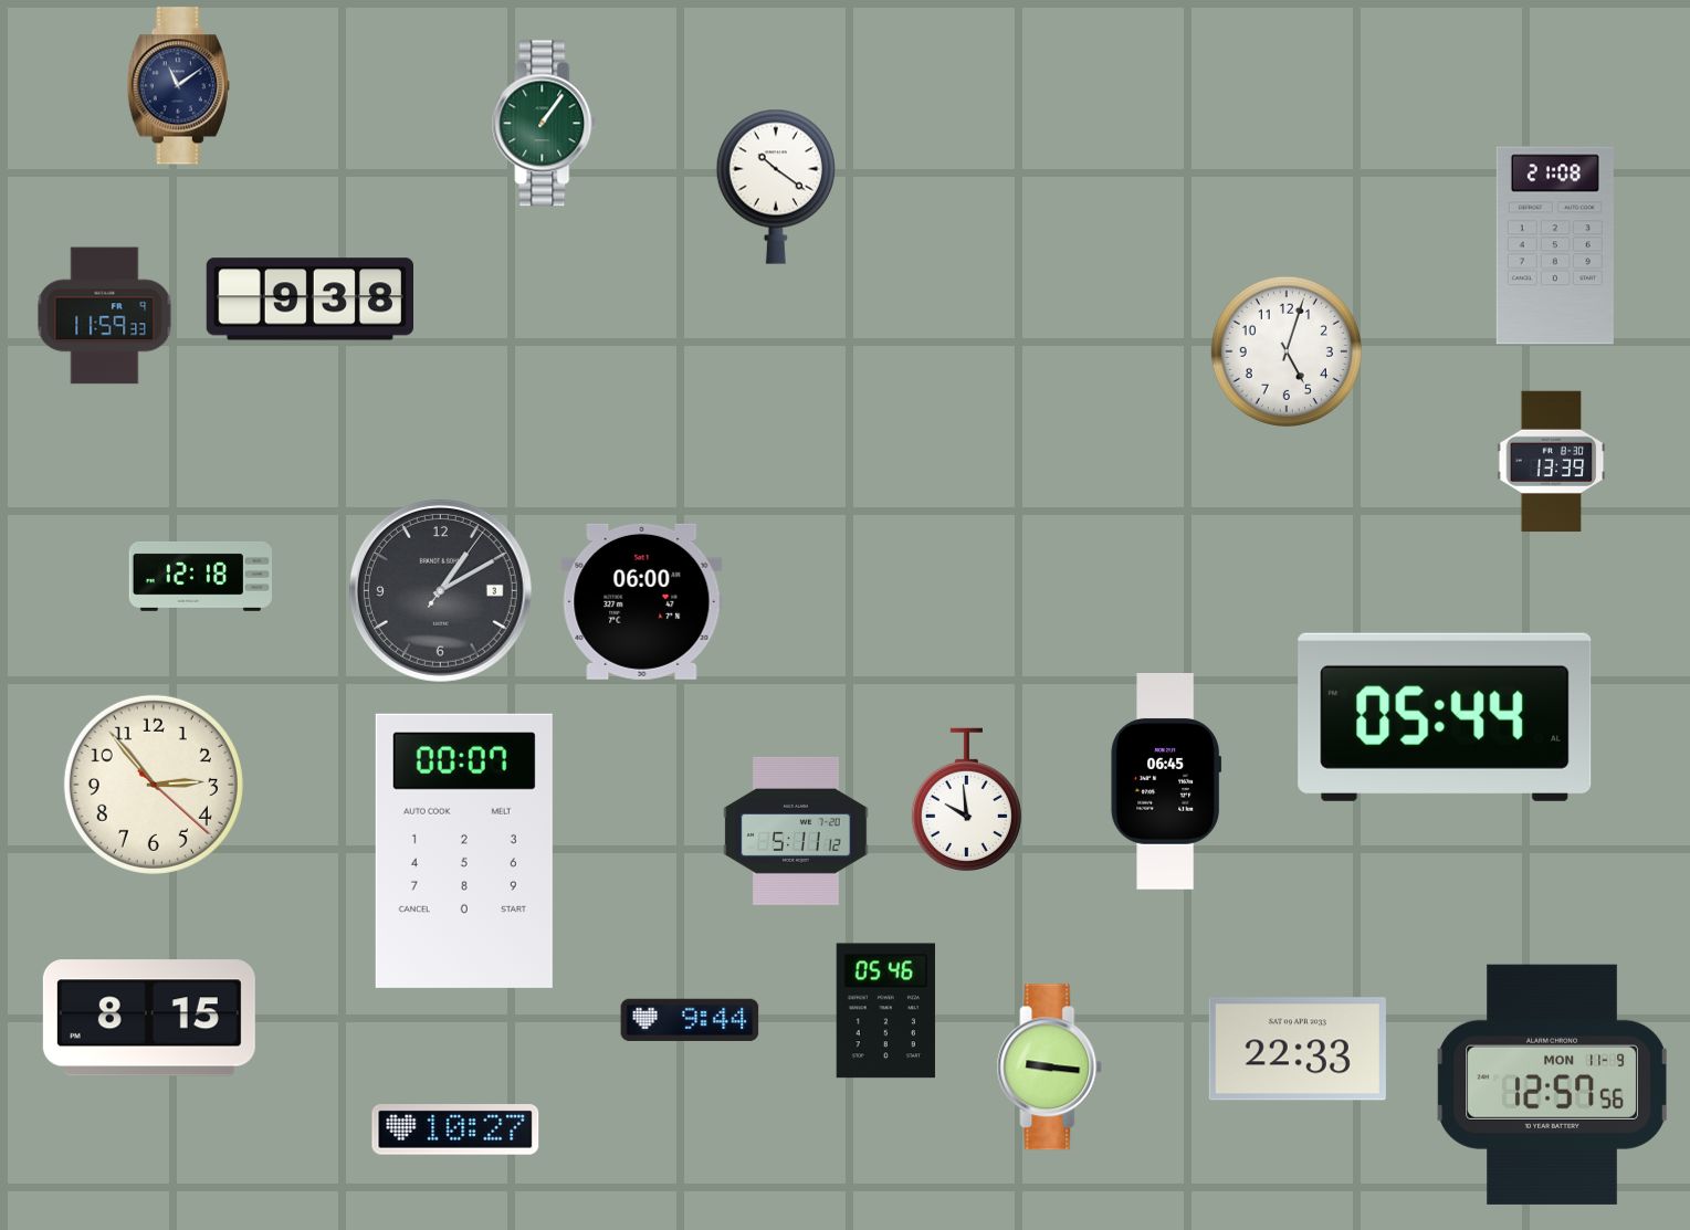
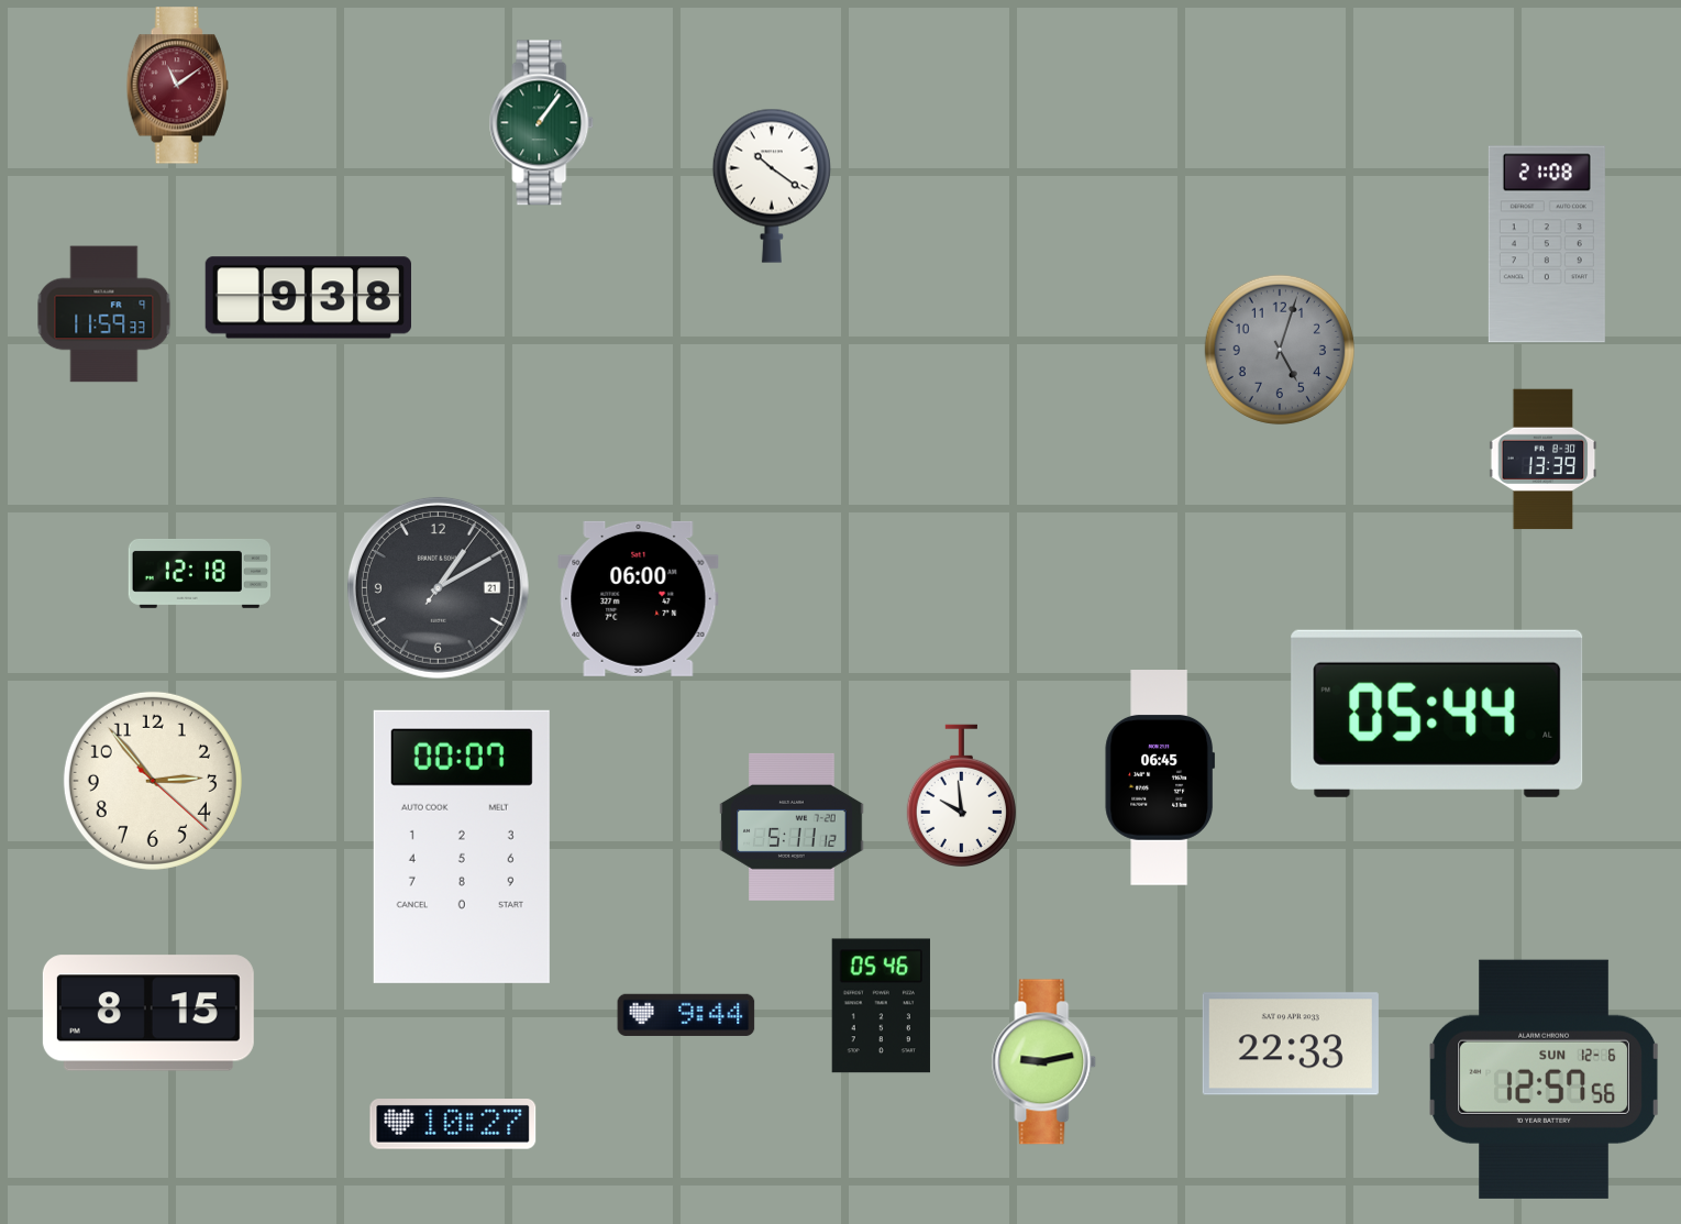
clock at (178, 86) dial: navy -> burgundy
clock at (1287, 351) dial: white -> grey
clock at (440, 590) date: 3 -> 21
clock at (1050, 1068): 9:16 -> 9:13
clock at (1552, 1084) date: MON 11-9 -> SUN 12-6
